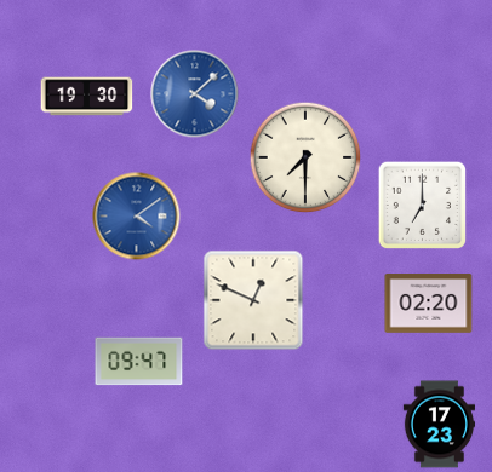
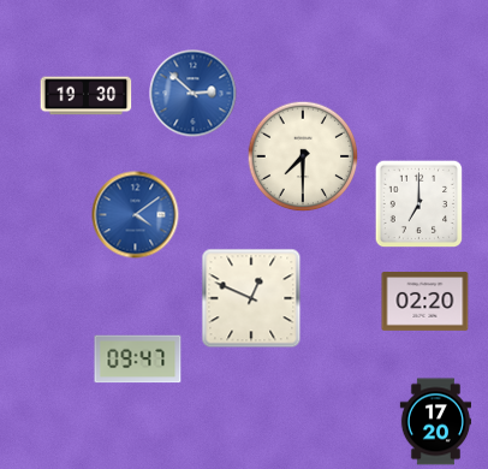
clock at (195, 94): 4:08 -> 2:52
clock at (439, 425): 17:23 -> 17:20
